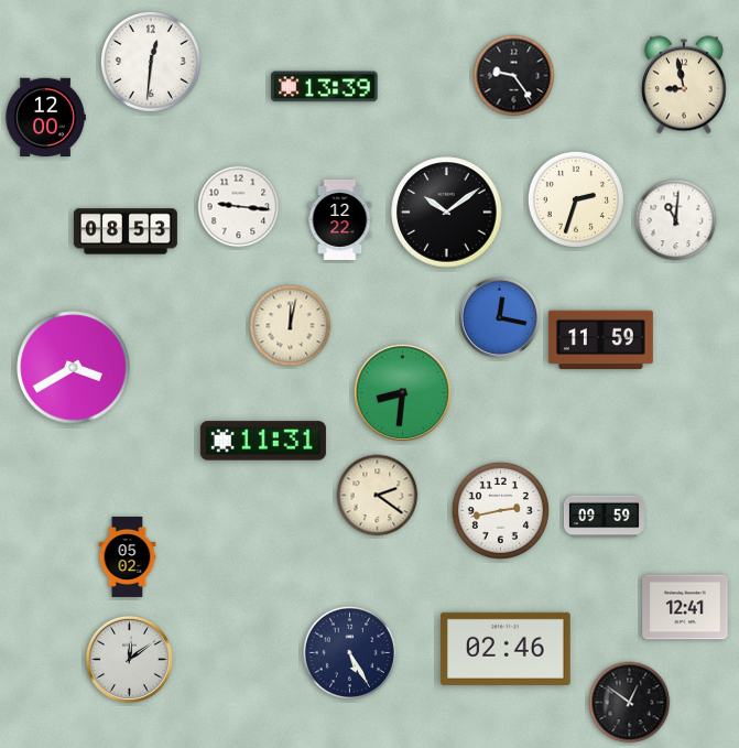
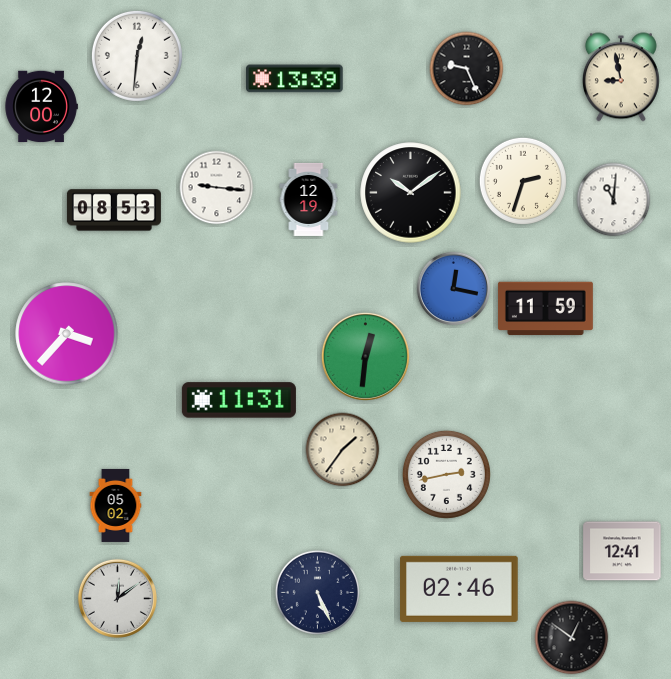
clock at (514, 76): 9:24 -> 9:26
clock at (447, 213) position: (447, 213) -> (411, 193)
clock at (340, 219): 12:22 -> 12:19
clock at (291, 326): 12:02 -> none
clock at (74, 368): 3:40 -> 3:37
clock at (402, 392): 8:31 -> 12:31
clock at (378, 496): 2:21 -> 1:36
clock at (500, 510) position: (500, 510) -> (446, 474)
clock at (604, 517): 09:59 -> none
clock at (349, 652): 5:25 -> 5:26
